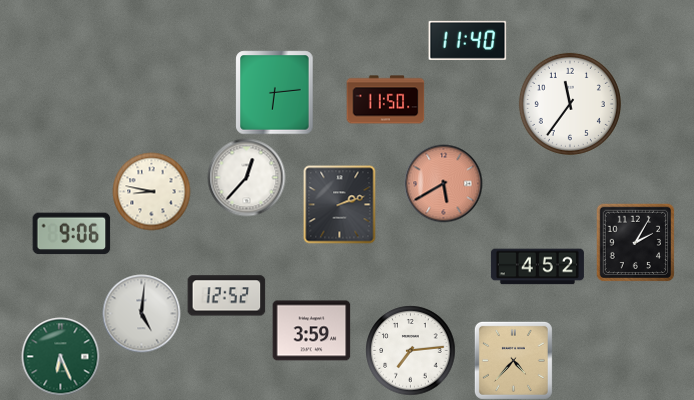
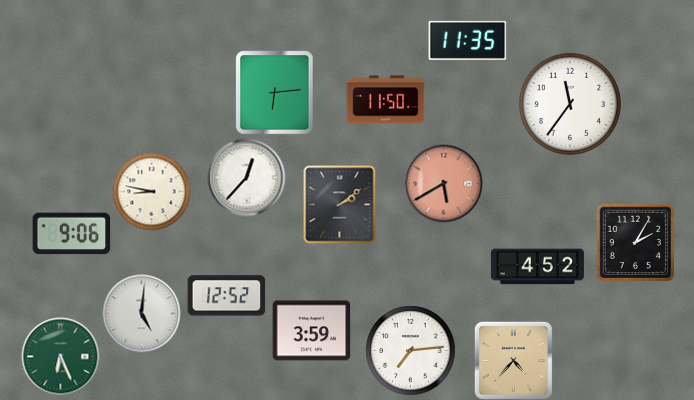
clock at (467, 40): 11:40 -> 11:35
clock at (340, 204): 2:12 -> 2:09
